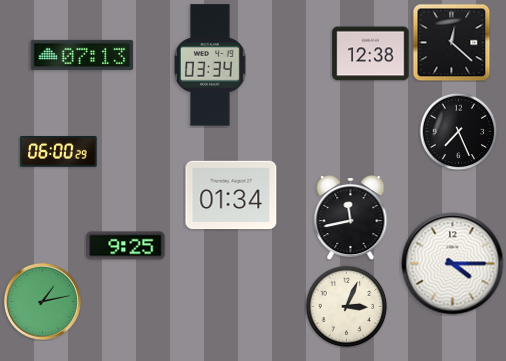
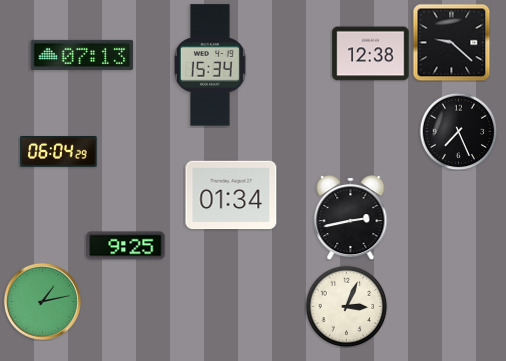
clock at (451, 42): 12:22 -> 9:22
clock at (210, 65): 03:34 -> 15:34
clock at (59, 152): 06:00 -> 06:04
clock at (351, 217): 11:43 -> 2:43
clock at (453, 264): 4:15 -> none
